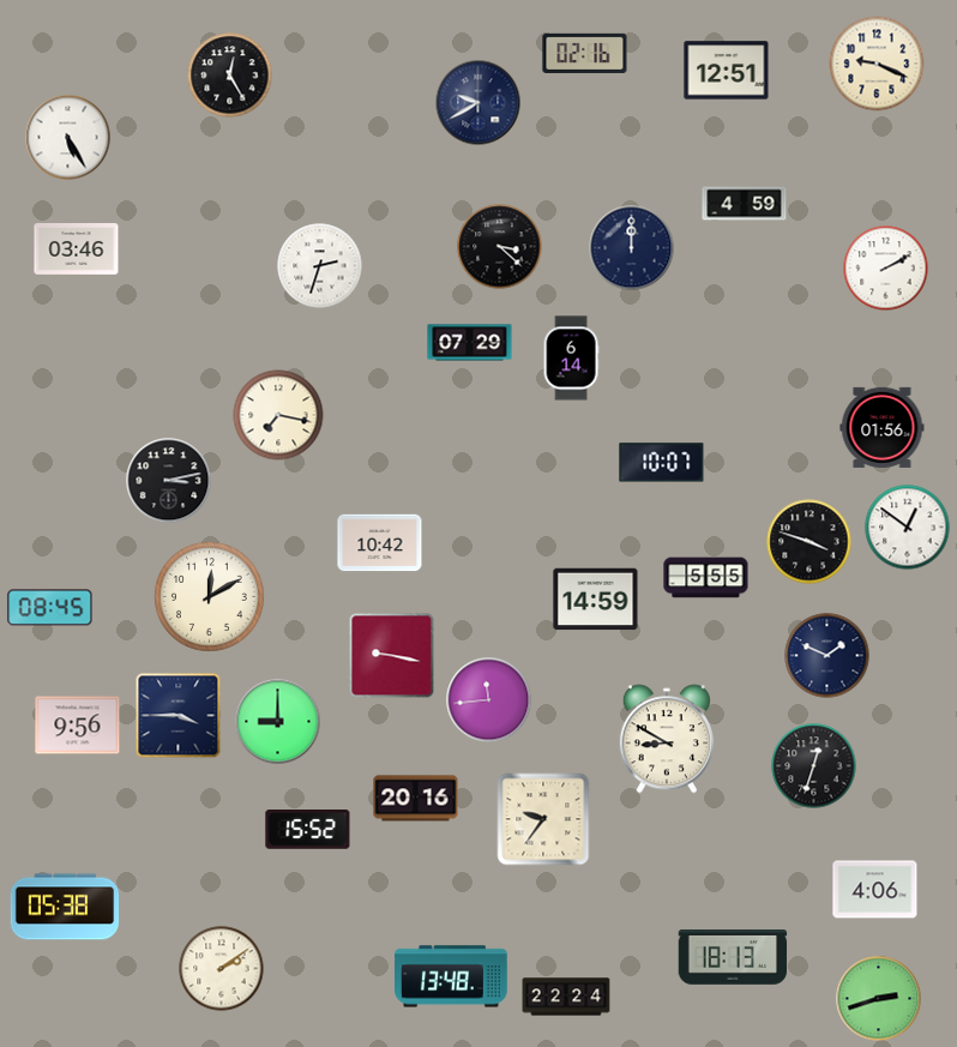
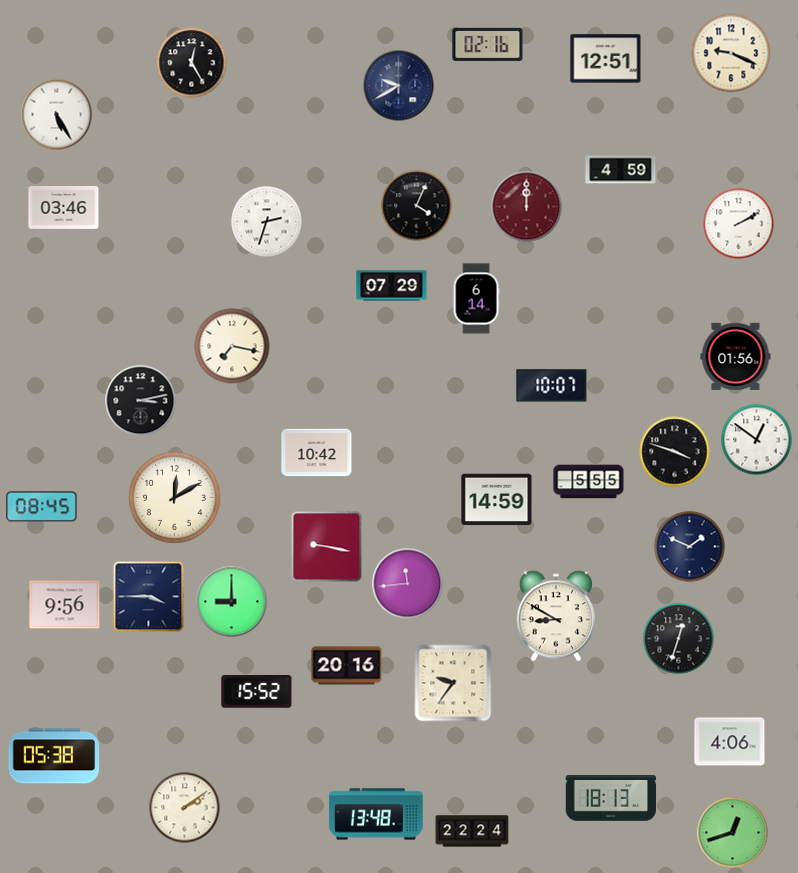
clock at (500, 247): 3:22 -> 4:04
clock at (632, 248) dial: navy -> burgundy
clock at (879, 999): 2:42 -> 12:42
